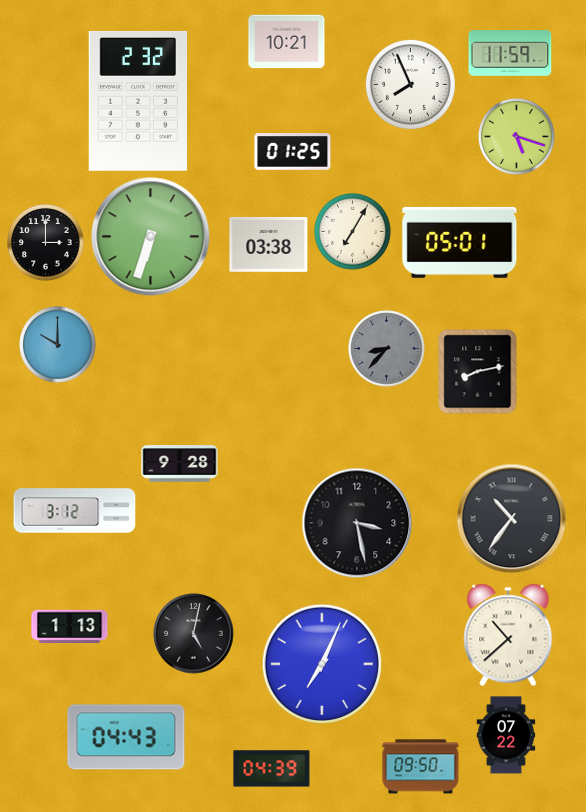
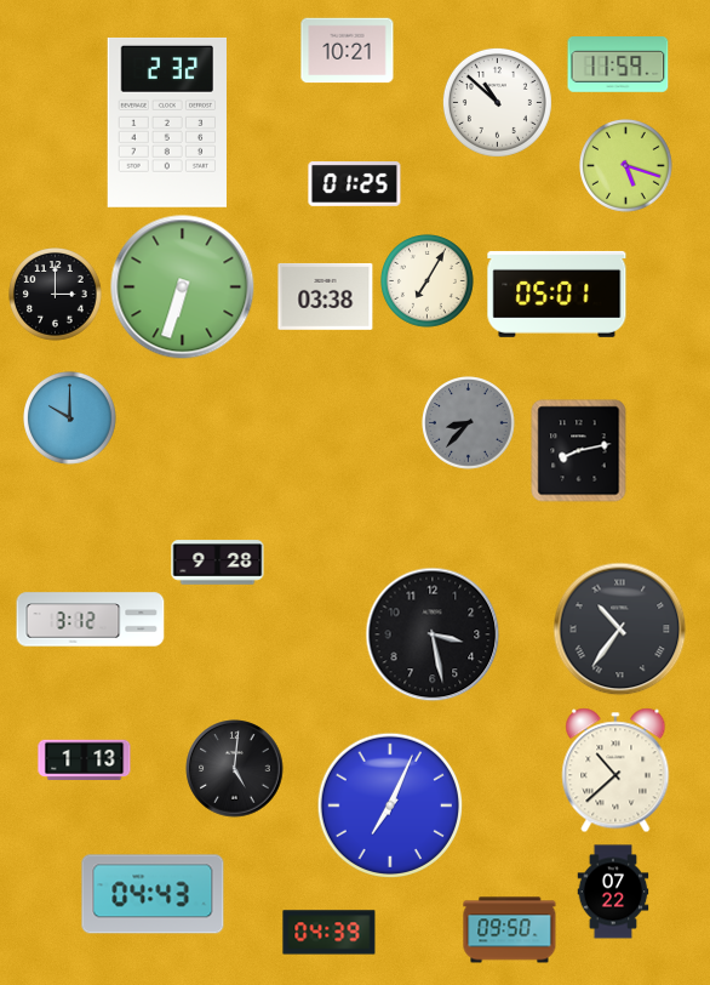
clock at (410, 84): 7:56 -> 10:52
clock at (194, 634): 5:02 -> 5:01
